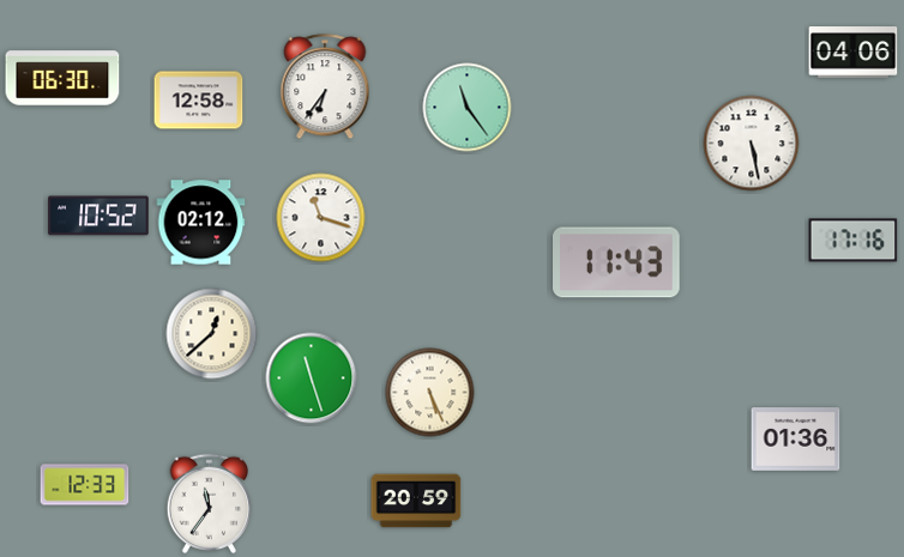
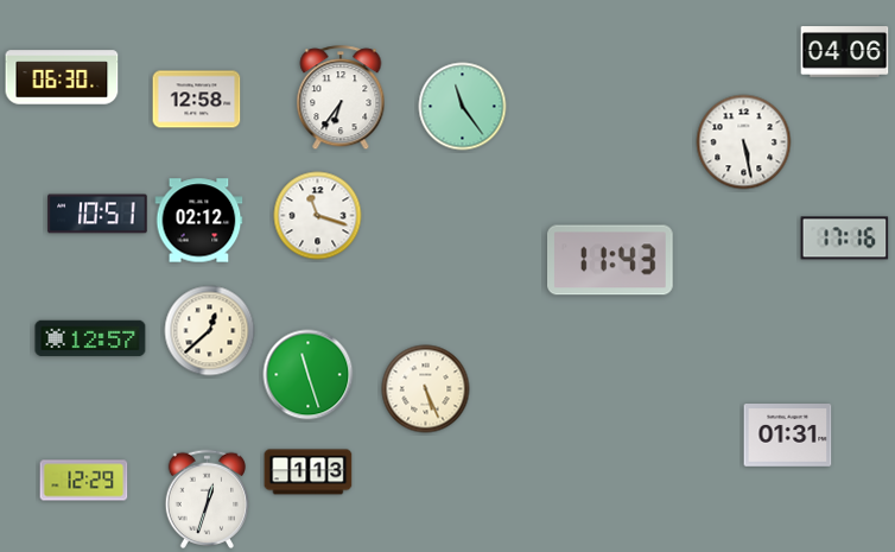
clock at (325, 87) position: (325, 87) -> (341, 99)
clock at (98, 216): 10:52 -> 10:51
clock at (90, 338): none -> 12:57
clock at (796, 440): 01:36 -> 01:31
clock at (309, 472): none -> 1:13
clock at (85, 485): 12:33 -> 12:29
clock at (416, 501): 20:59 -> none
clock at (210, 503): 11:36 -> 12:33
